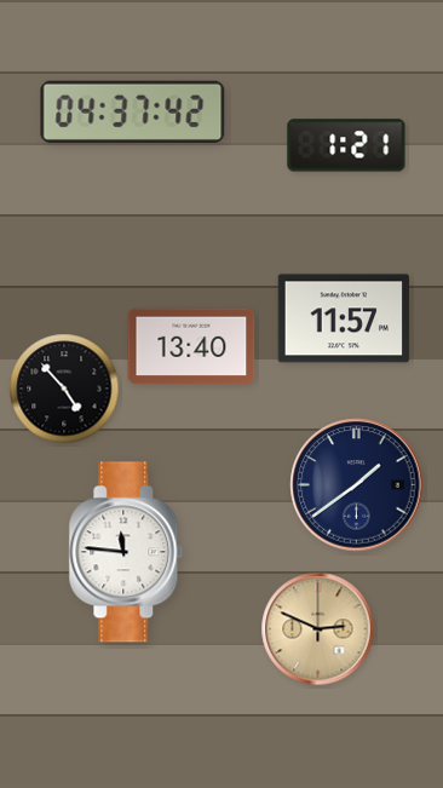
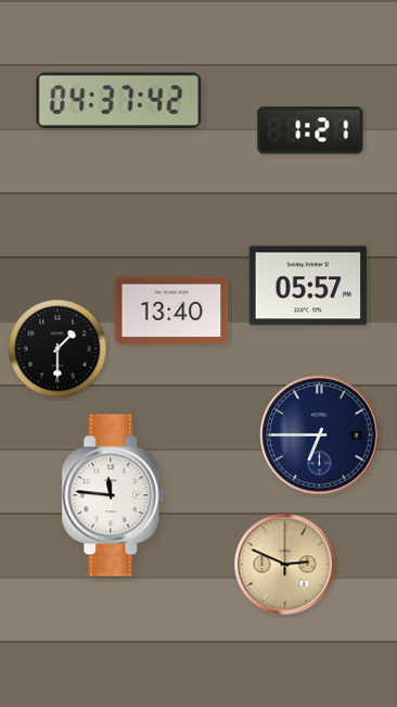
clock at (344, 318): 11:57 -> 05:57
clock at (64, 389): 4:53 -> 1:30
clock at (357, 485): 1:39 -> 6:45
